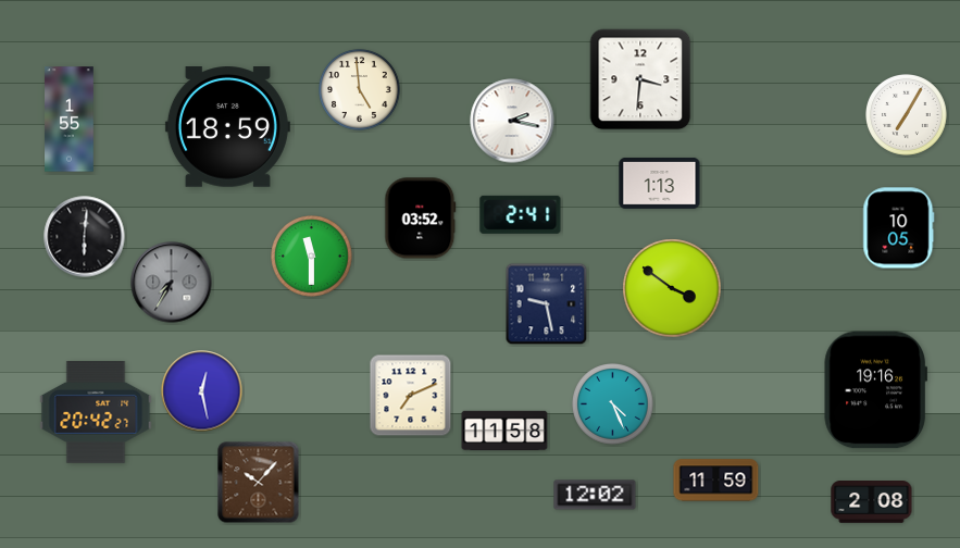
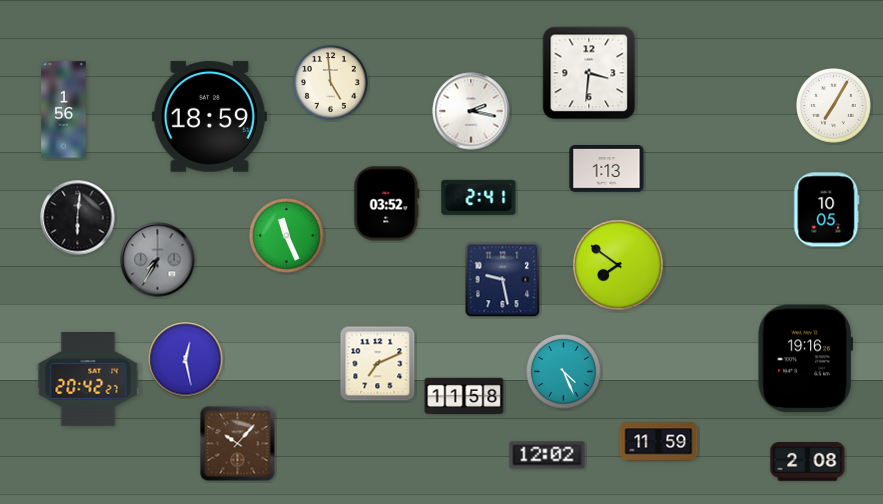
clock at (70, 120): 1:55 -> 1:56
clock at (421, 219) position: (421, 219) -> (387, 204)
clock at (312, 257): 11:30 -> 11:26
clock at (672, 288): 3:51 -> 7:51
clock at (872, 502) position: (872, 502) -> (808, 462)
